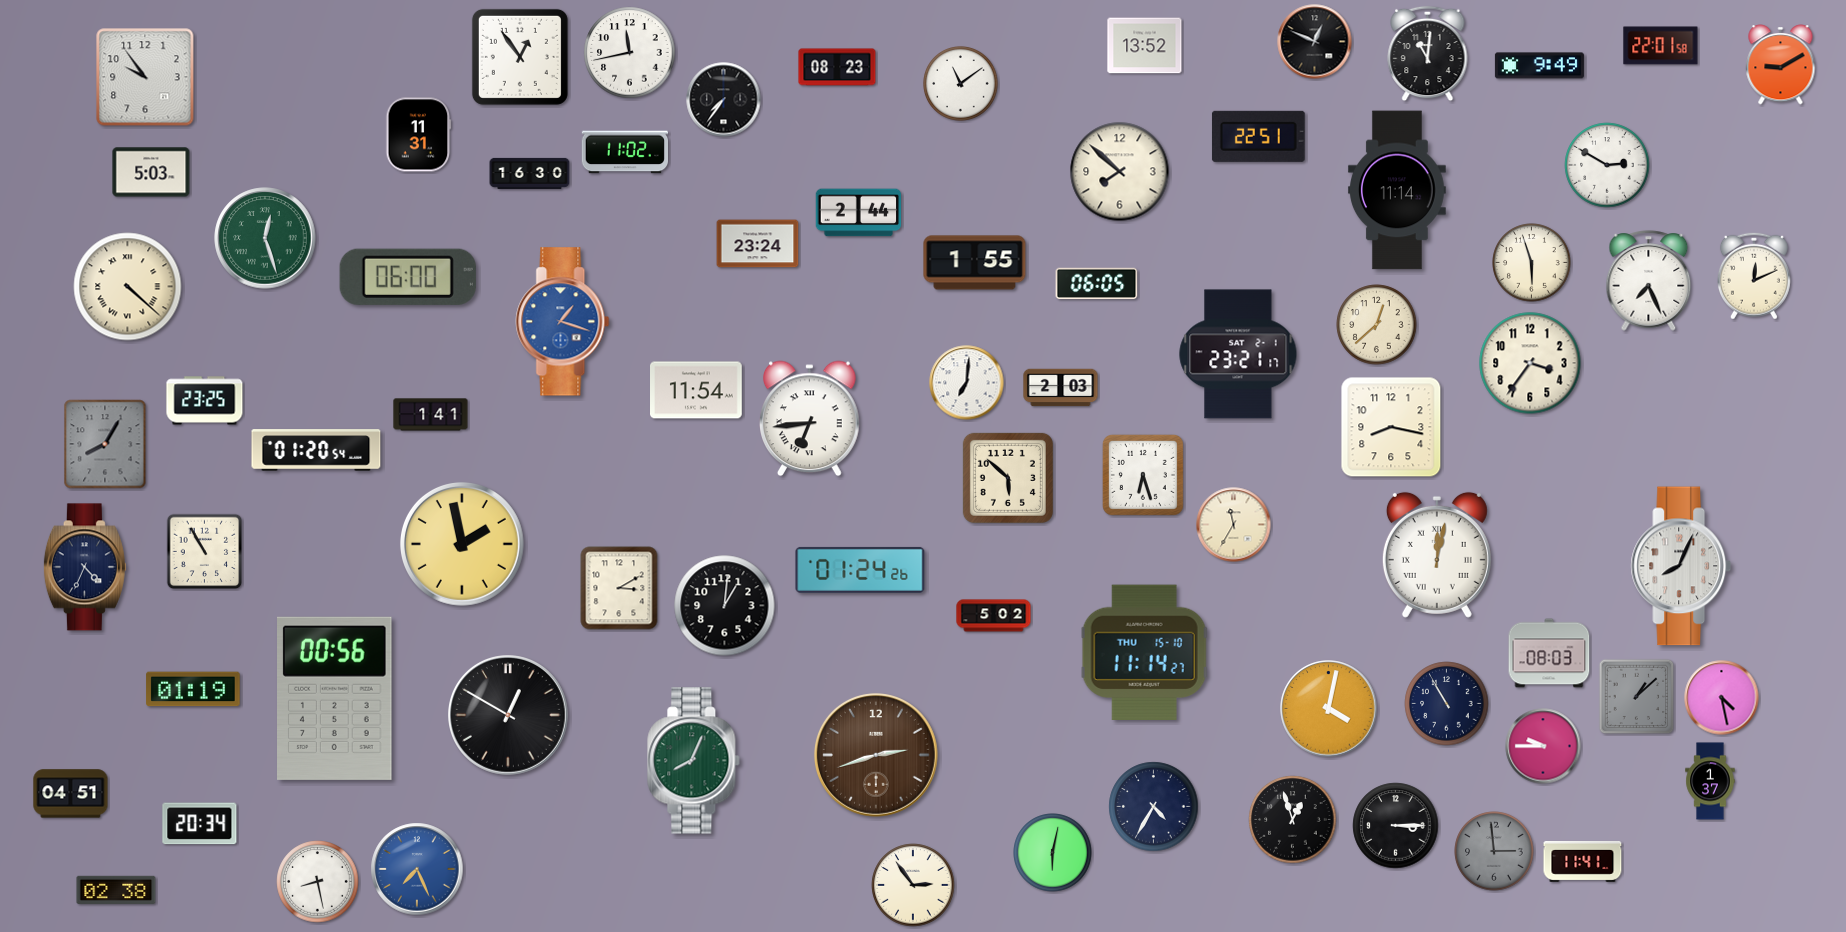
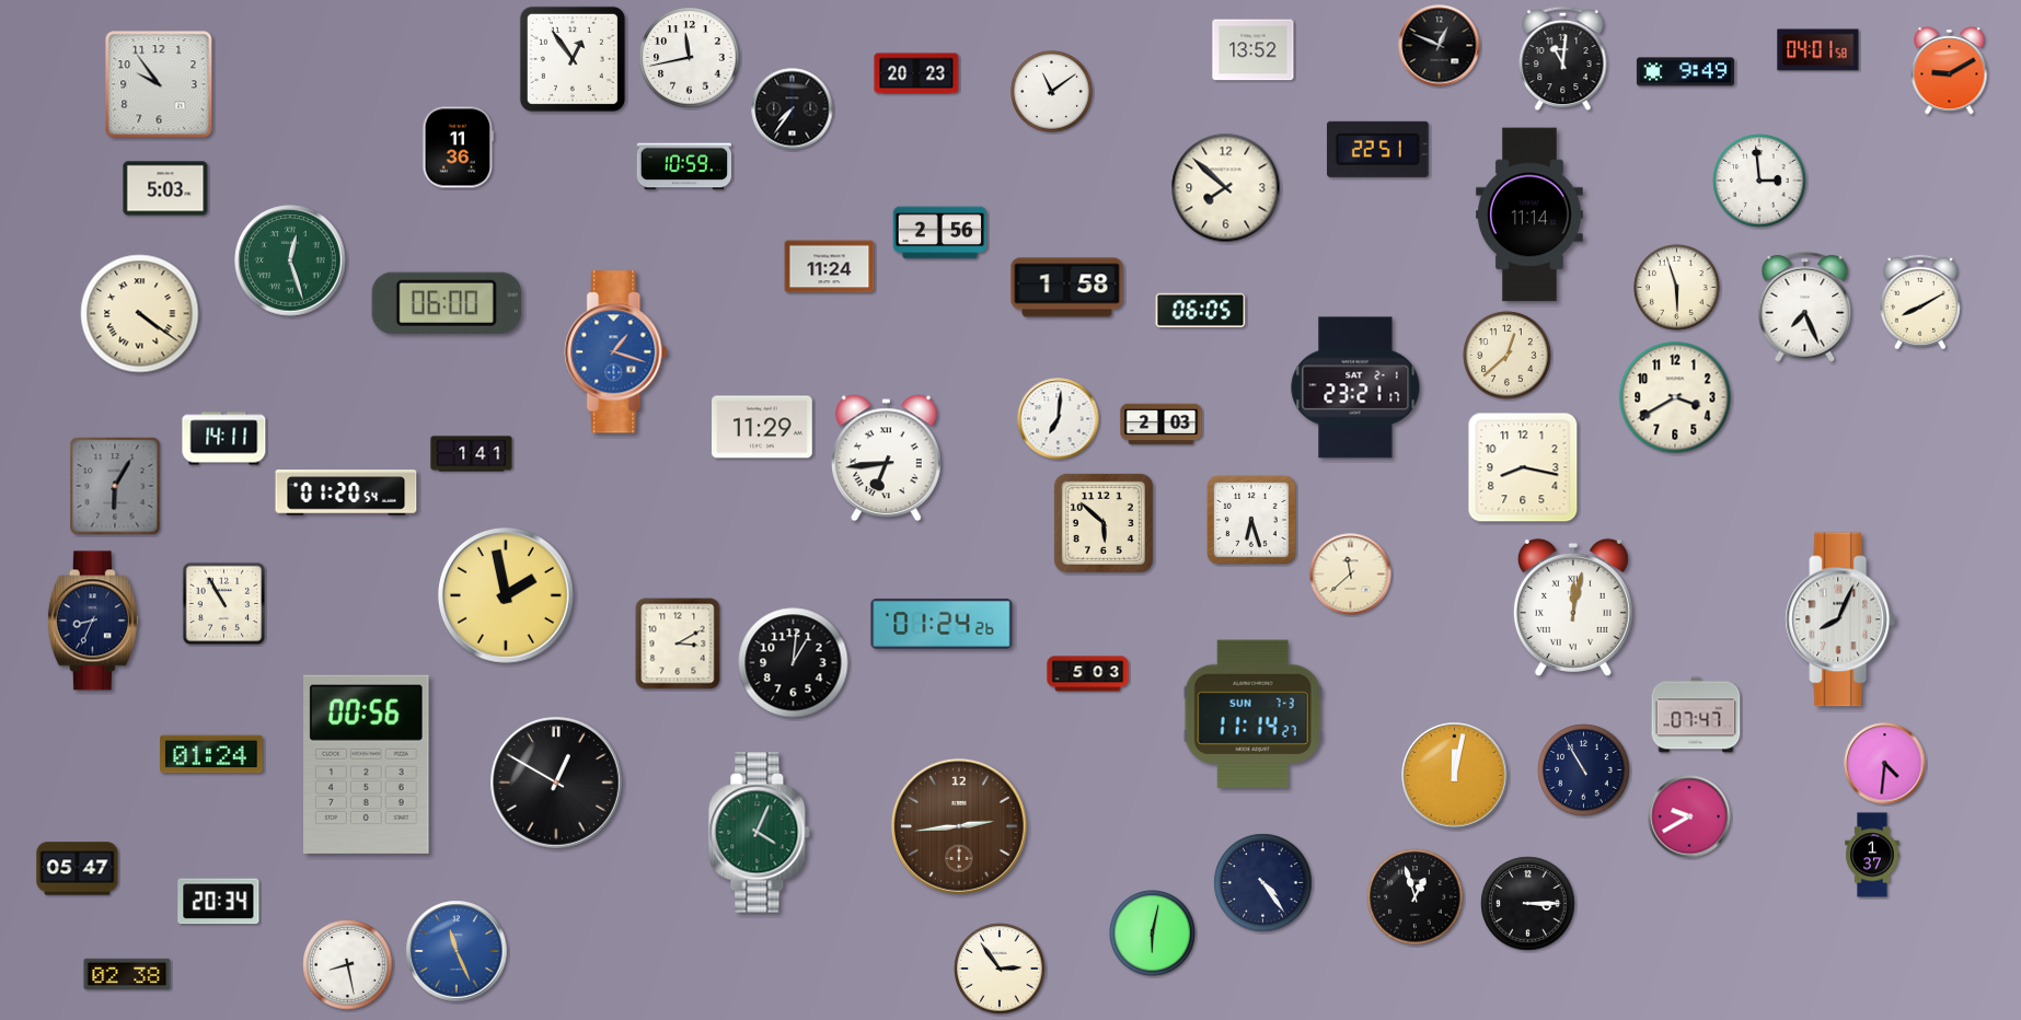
clock at (1661, 46): 22:01 -> 04:01
clock at (520, 57) position: (520, 57) -> (573, 59)
clock at (837, 67): 08:23 -> 20:23
clock at (419, 135): 11:31 -> 11:36
clock at (624, 152): 11:02 -> 10:59
clock at (1607, 165): 2:50 -> 2:59
clock at (530, 173): 16:30 -> none
clock at (1397, 190) position: (1397, 190) -> (1529, 215)
clock at (859, 213): 2:44 -> 2:56
clock at (758, 244): 23:24 -> 11:24
clock at (975, 263): 1:55 -> 1:58
clock at (1754, 276): 12:11 -> 8:10
clock at (128, 287): 4:22 -> 4:21
clock at (1530, 363): 3:36 -> 3:40
clock at (697, 390): 11:54 -> 11:29
clock at (205, 401): 23:25 -> 14:11
clock at (105, 444): 8:05 -> 6:05
clock at (1234, 525): 11:35 -> 11:38
clock at (85, 567): 4:34 -> 8:34
clock at (994, 616): 5:02 -> 5:03
clock at (1145, 652) date: THU 15-10 -> SUN 7-3
clock at (1549, 653): 08:03 -> 07:47
clock at (193, 689): 01:19 -> 01:24
clock at (1637, 697): 1:08 -> none
clock at (1722, 698): 4:28 -> 4:31
clock at (1329, 709): 4:02 -> 12:02
clock at (1543, 746): 9:45 -> 9:40
clock at (876, 755): 2:42 -> 2:44
clock at (694, 761): 8:04 -> 4:04
clock at (71, 794): 04:51 -> 05:47
clock at (1154, 807): 4:35 -> 4:24
clock at (1494, 851): 2:59 -> none
clock at (1583, 861): 11:41 -> none
clock at (417, 869): 7:26 -> 11:26
